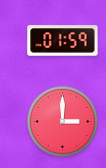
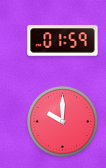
clock at (63, 122): 3:00 -> 10:00
